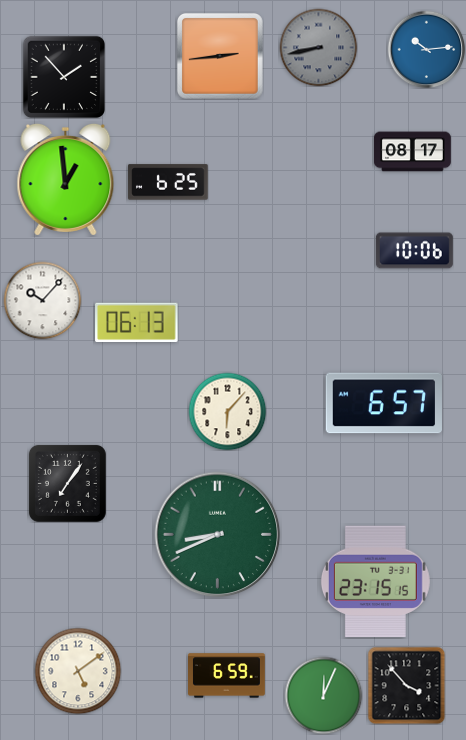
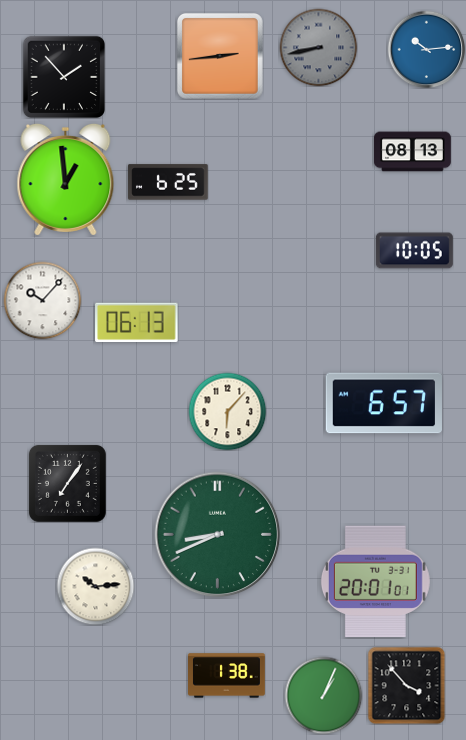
clock at (413, 152): 08:17 -> 08:13
clock at (415, 251): 10:06 -> 10:05
clock at (375, 582): 23:15 -> 20:01
clock at (95, 586): none -> 10:14
clock at (78, 671): 5:09 -> none
clock at (227, 676): 6:59 -> 1:38
clock at (323, 695): 12:04 -> 1:04
